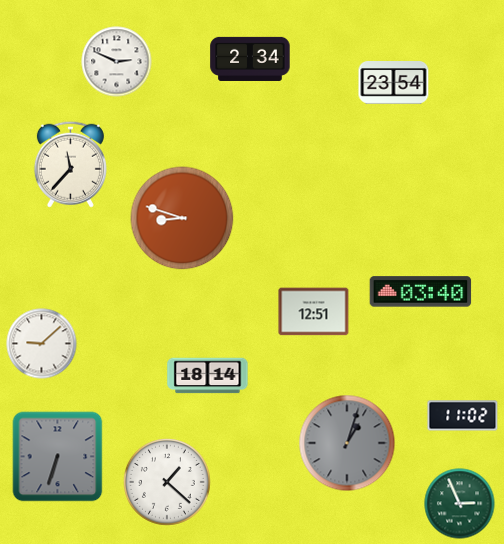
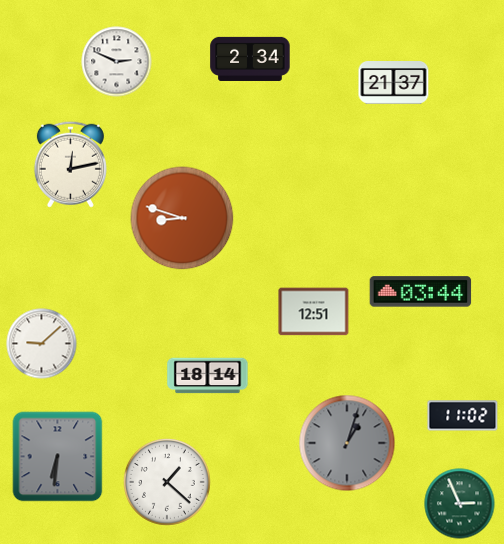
clock at (394, 83): 23:54 -> 21:37
clock at (70, 164): 11:37 -> 12:13
clock at (421, 292): 03:40 -> 03:44
clock at (58, 457): 6:33 -> 6:31
